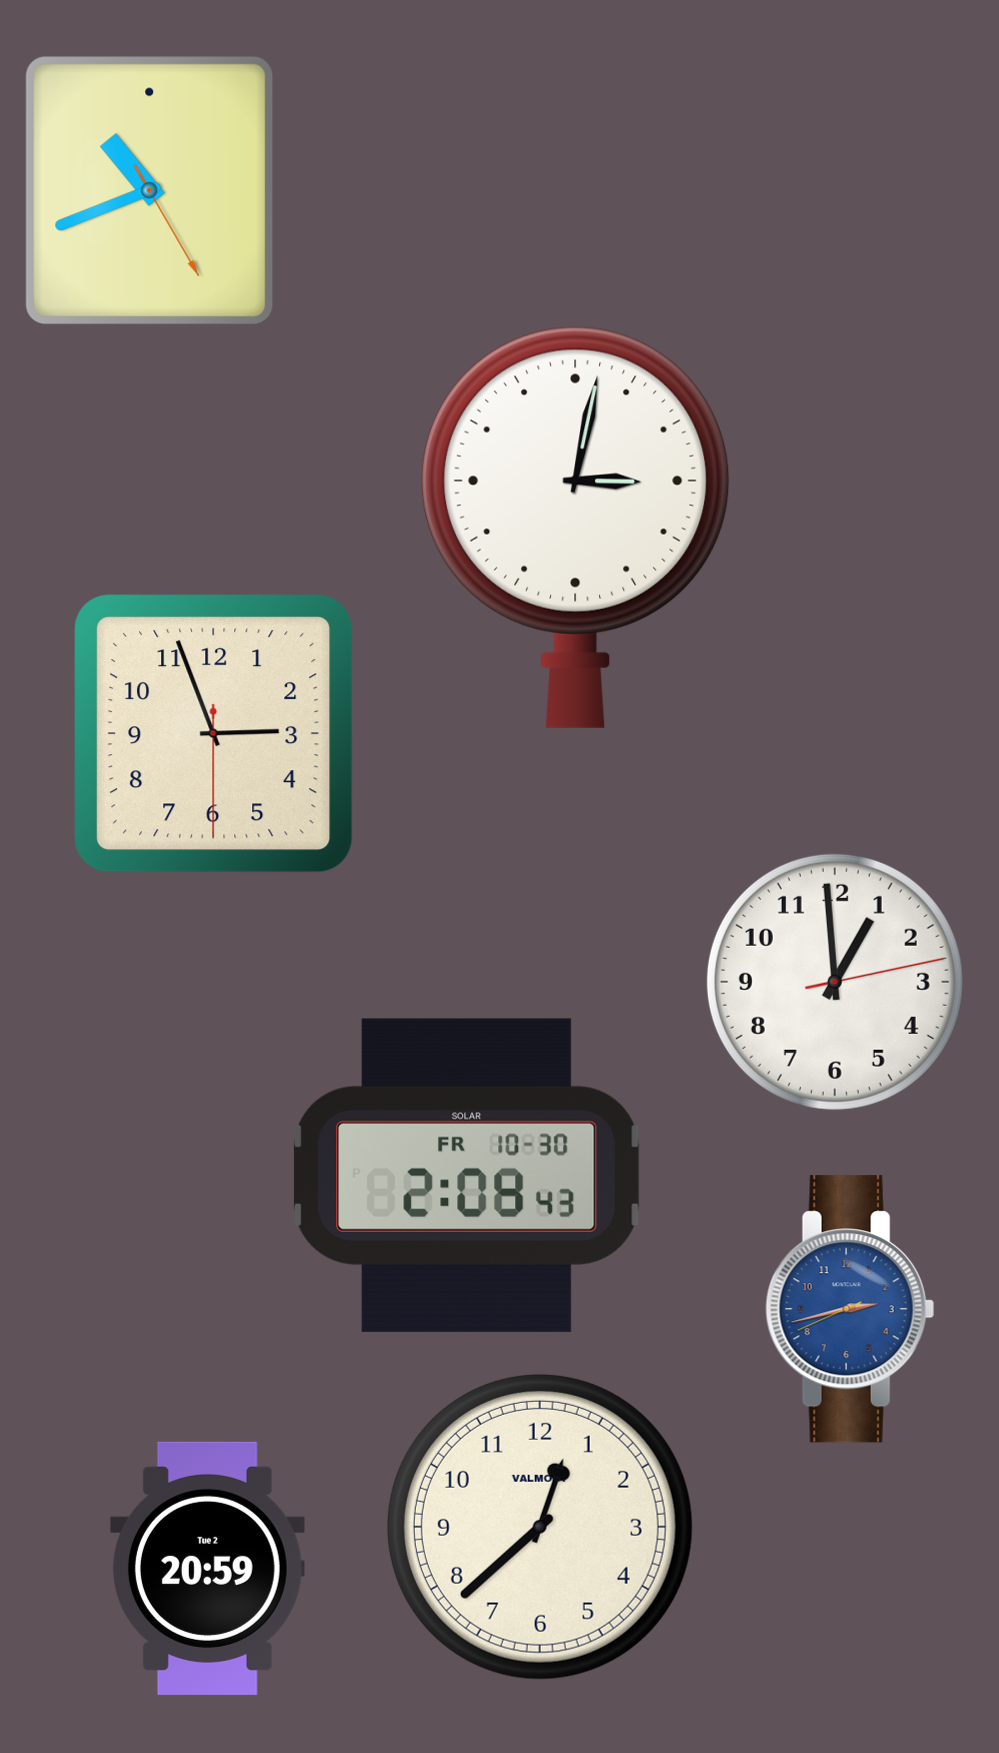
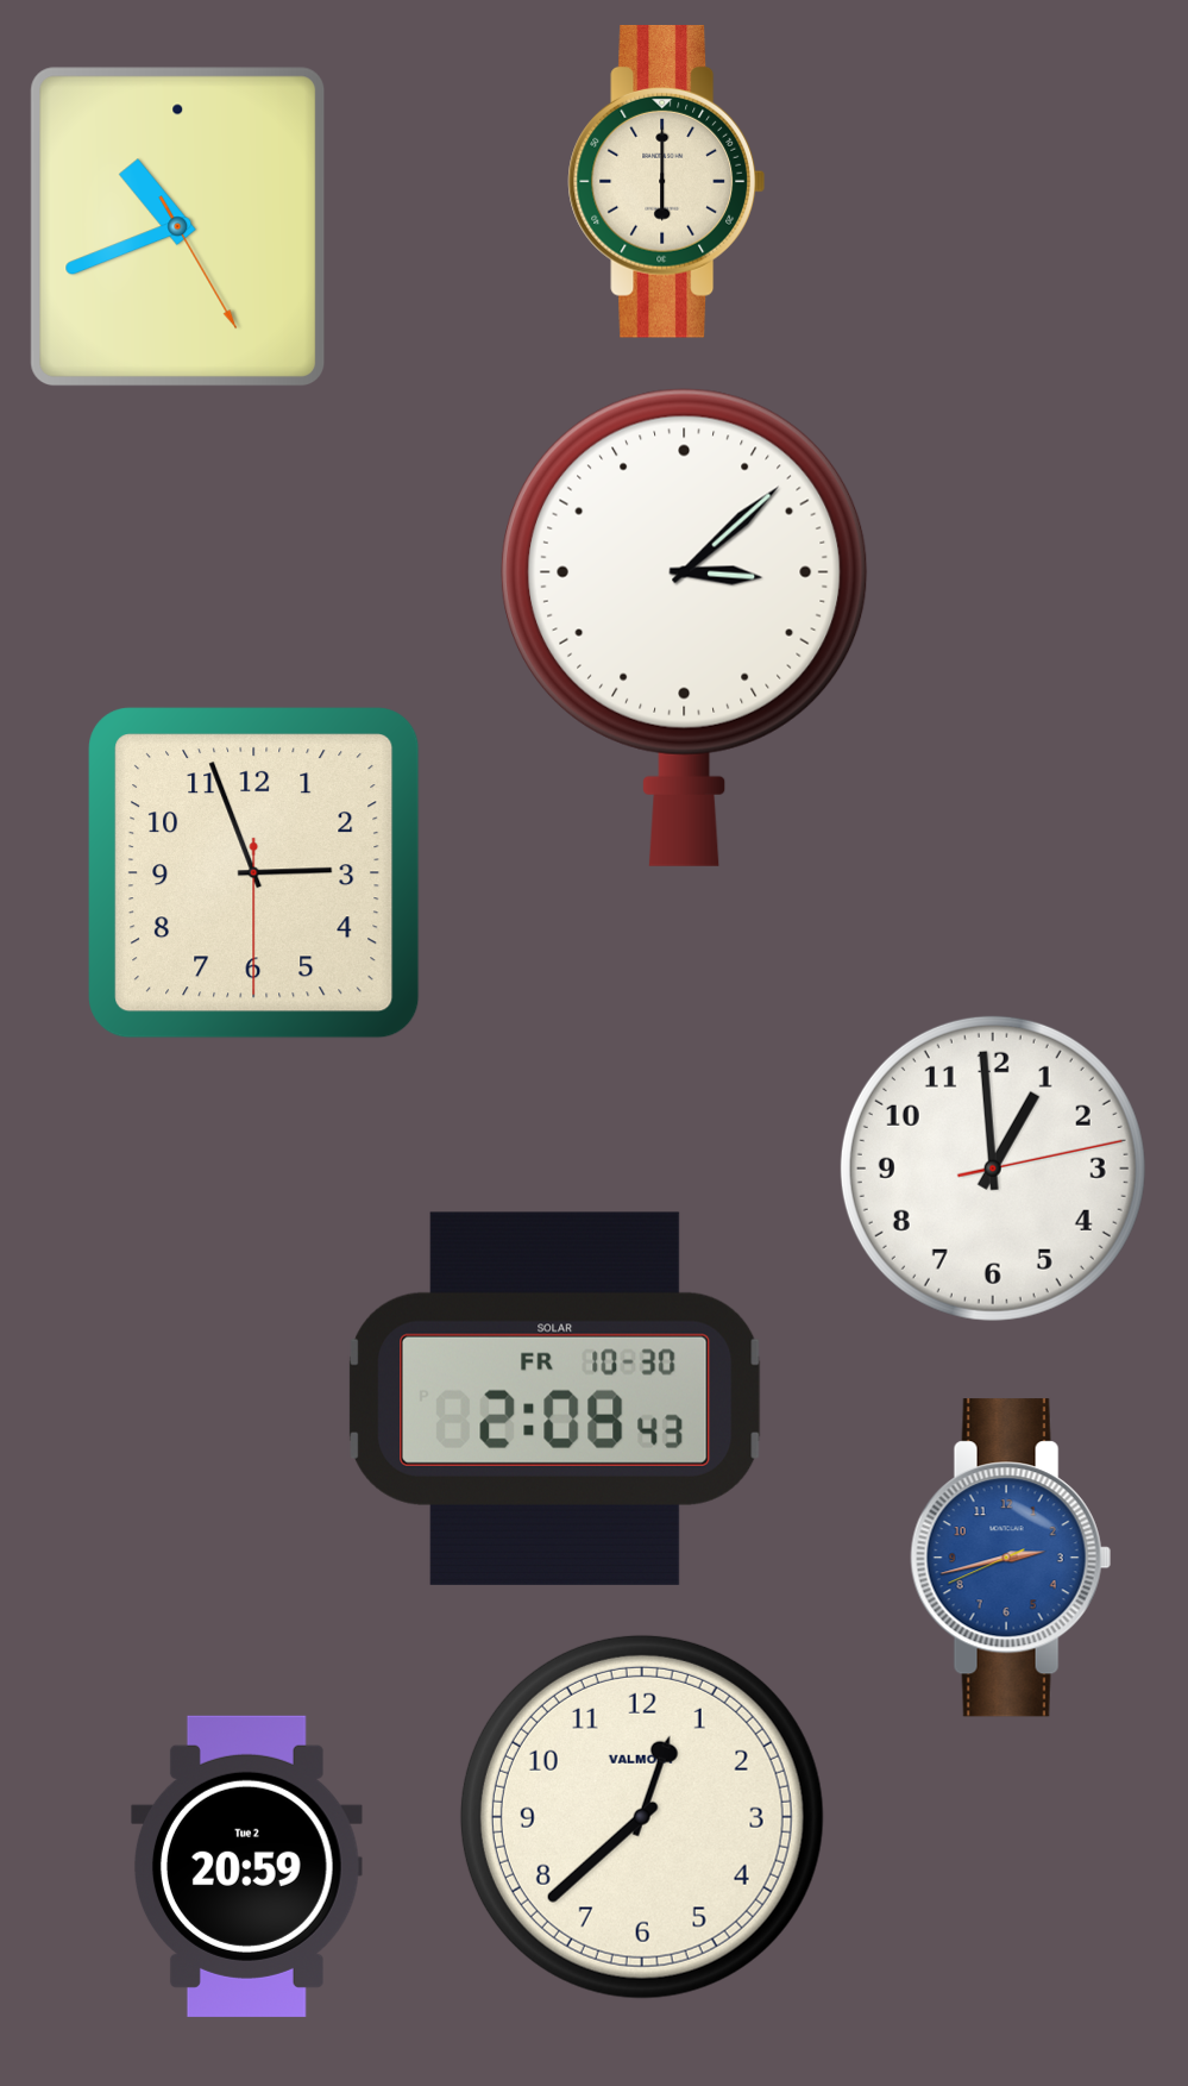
clock at (666, 182): none -> 6:00
clock at (576, 527): 3:02 -> 3:08
